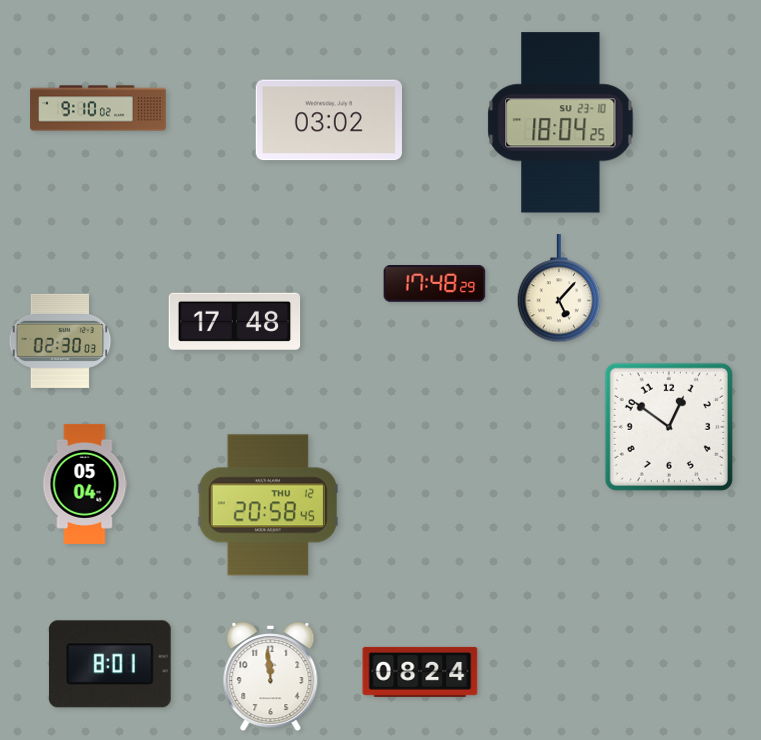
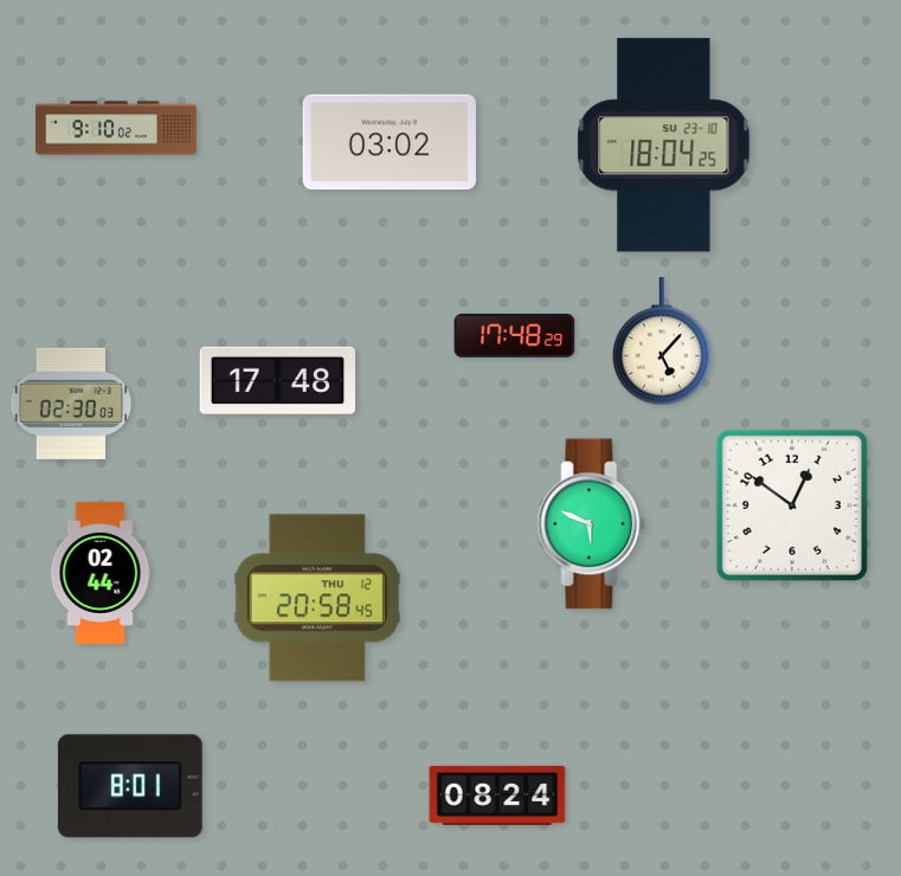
clock at (592, 524): none -> 5:49
clock at (85, 484): 05:04 -> 02:44
clock at (271, 678): 11:59 -> none
